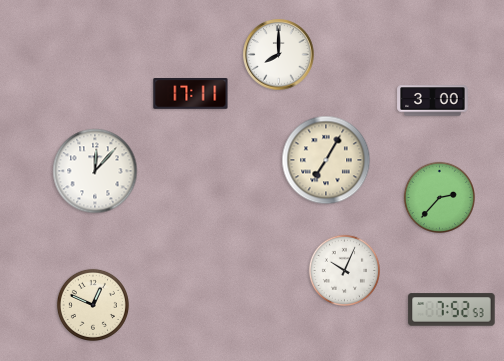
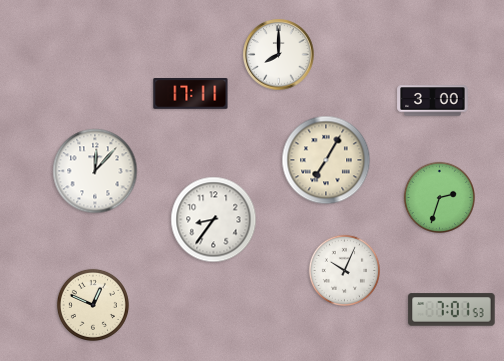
clock at (439, 197): 2:37 -> 2:33
clock at (214, 220): none -> 8:36
clock at (452, 310): 7:52 -> 7:01
